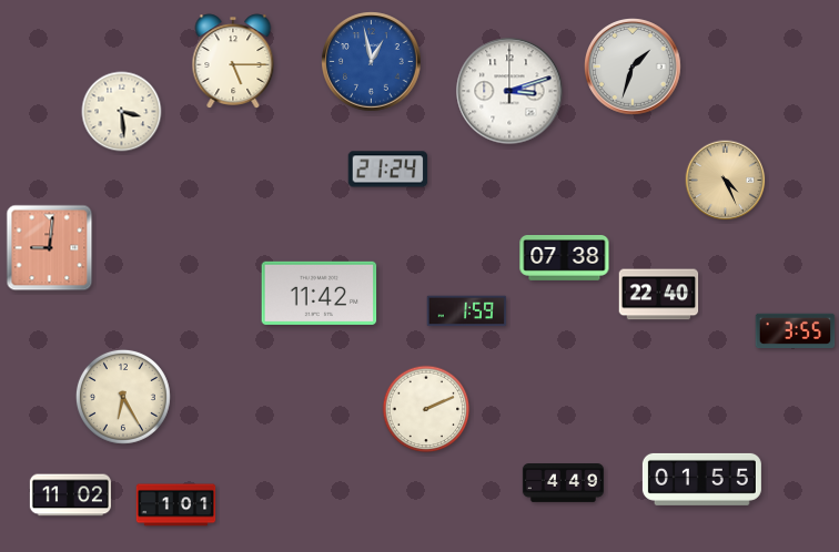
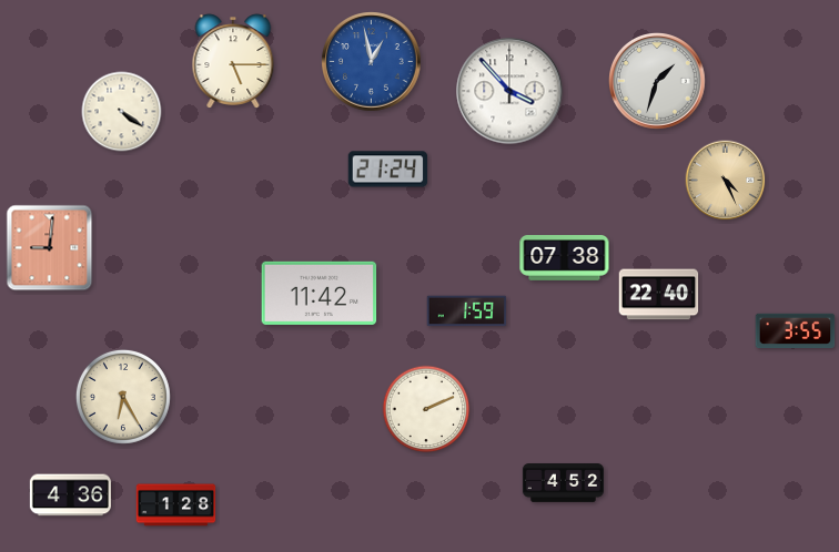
clock at (634, 68) position: (634, 68) -> (658, 82)
clock at (509, 91): 3:12 -> 3:53
clock at (122, 112): 3:29 -> 4:21
clock at (701, 479): 01:55 -> none
clock at (563, 483): 4:49 -> 4:52
clock at (70, 495): 11:02 -> 4:36
clock at (176, 505): 1:01 -> 1:28
